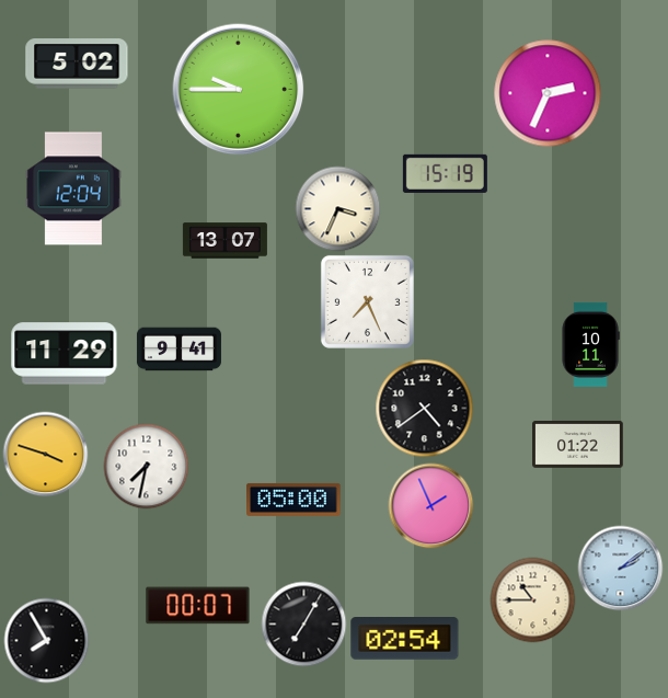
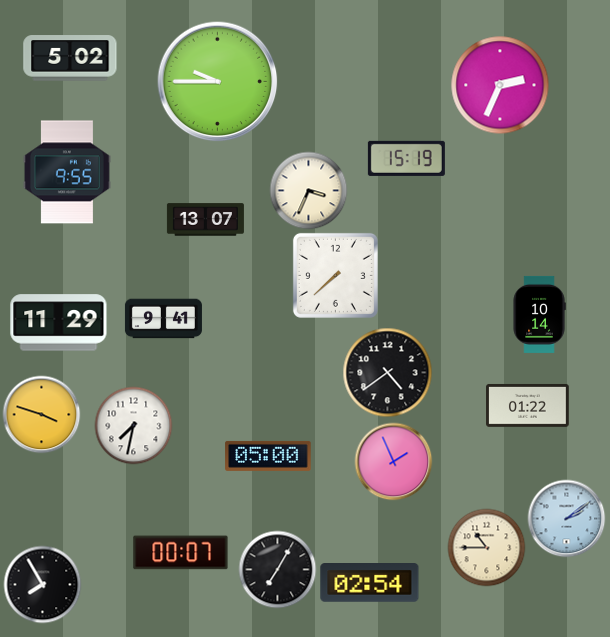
clock at (73, 188): 12:04 -> 9:55
clock at (367, 301): 7:26 -> 7:38
clock at (590, 344): 10:11 -> 10:14
